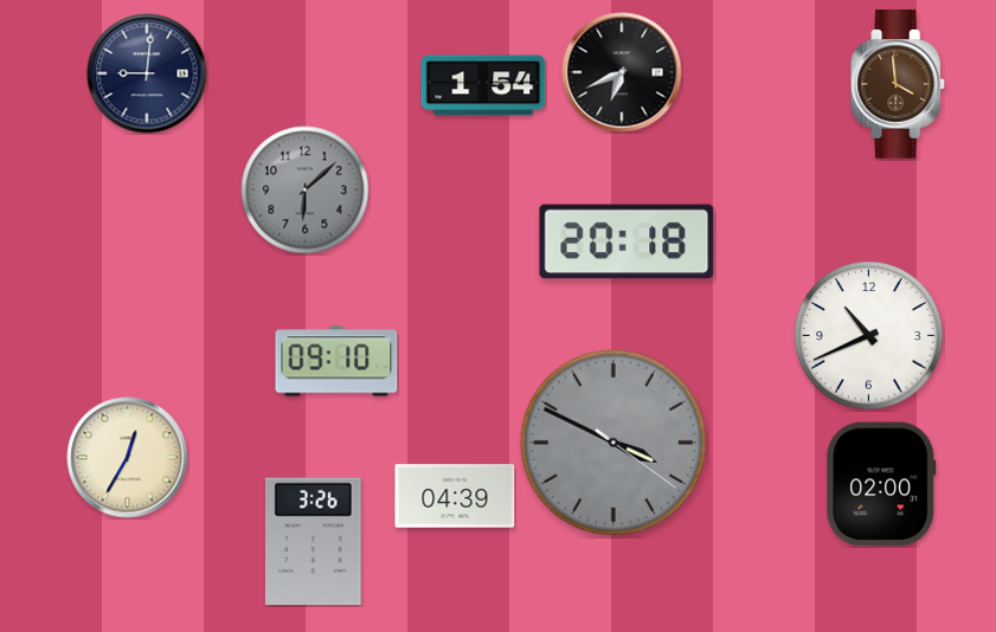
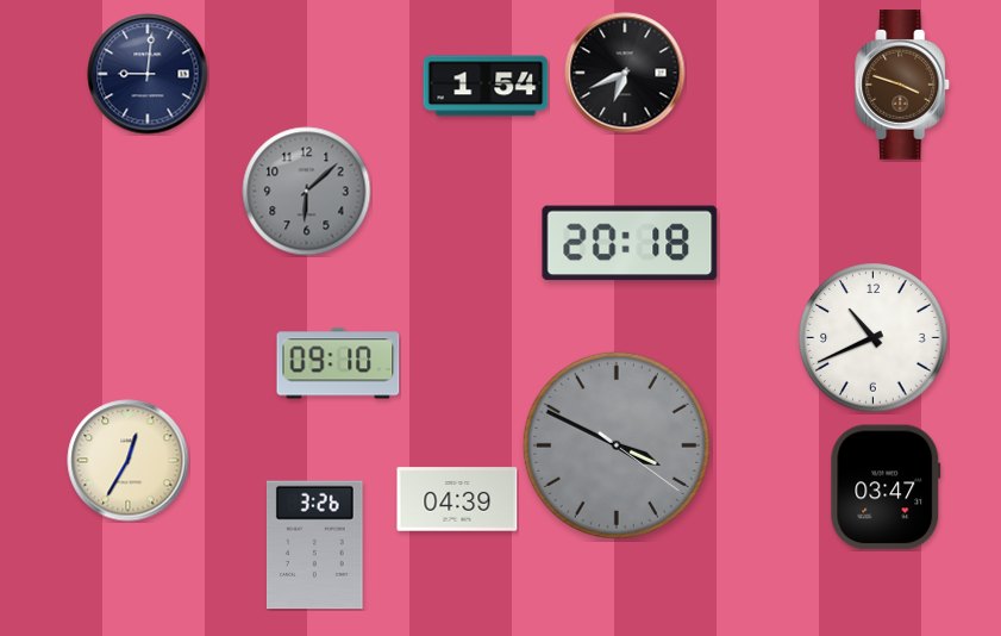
clock at (899, 84): 3:59 -> 3:48
clock at (881, 484): 02:00 -> 03:47
